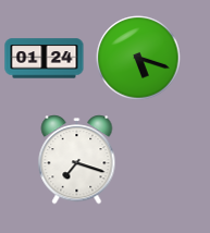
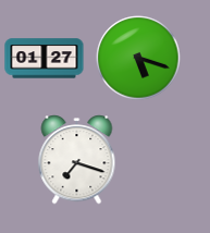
clock at (45, 59): 01:24 -> 01:27
